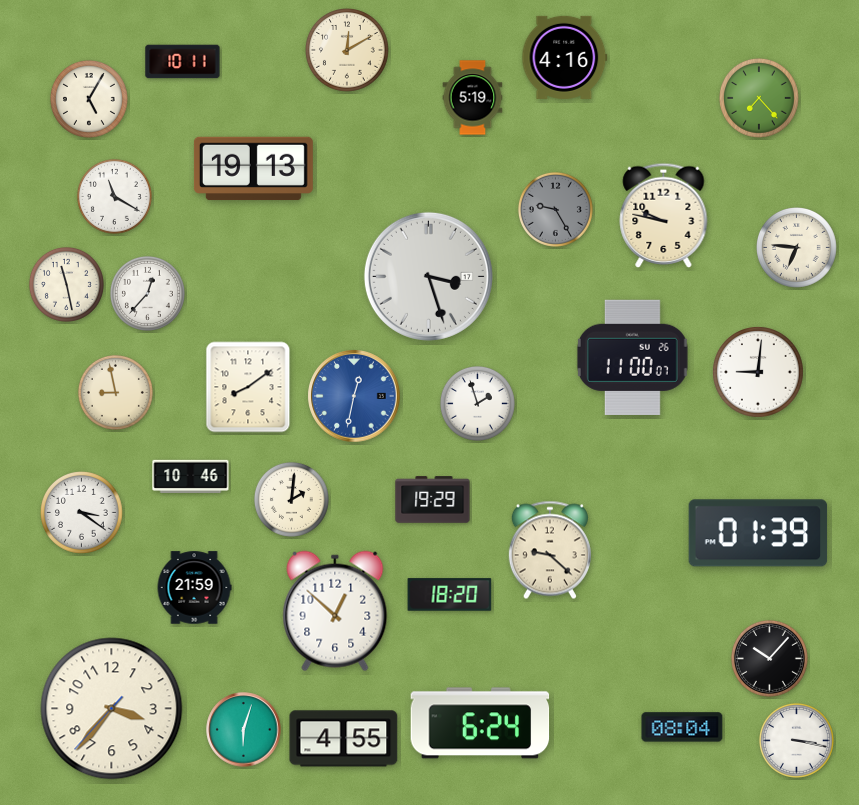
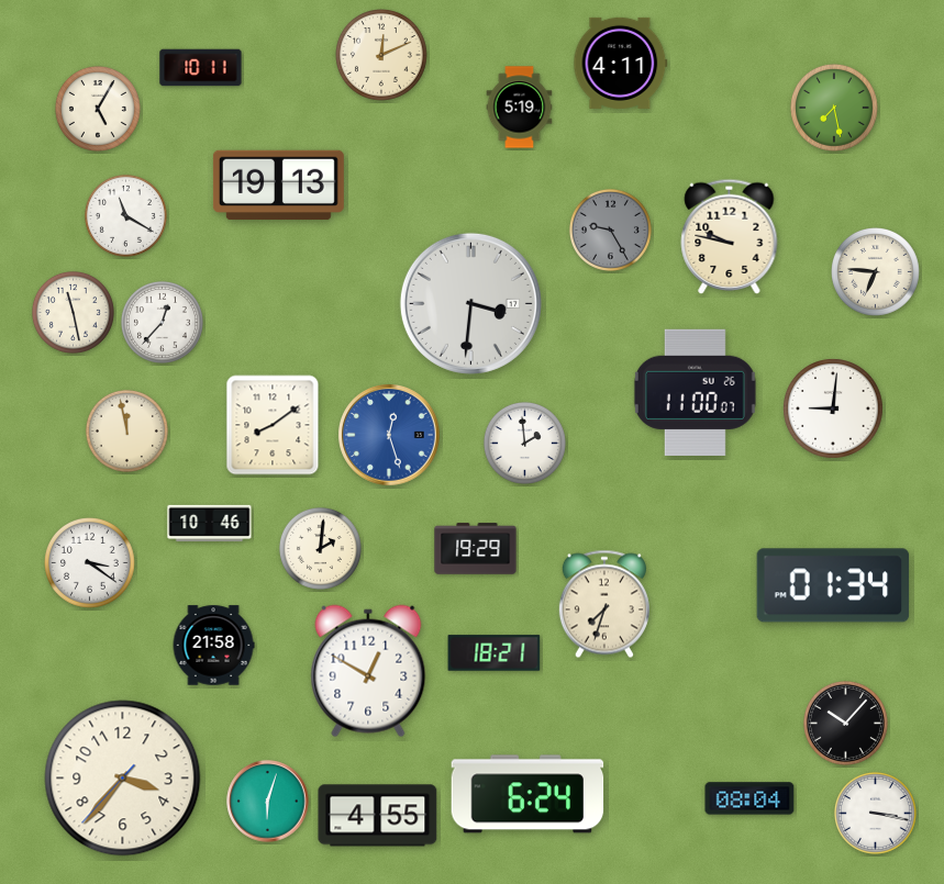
clock at (348, 51): 12:10 -> 12:11
clock at (565, 57): 4:16 -> 4:11
clock at (759, 98): 7:23 -> 7:28
clock at (428, 276): 3:27 -> 3:31
clock at (115, 392): 8:58 -> 11:58
clock at (354, 396): 12:32 -> 12:27
clock at (477, 403): 1:57 -> 1:59
clock at (758, 533): 01:39 -> 01:34
clock at (550, 550): 9:22 -> 7:33
clock at (194, 588): 21:59 -> 21:58
clock at (450, 595): 18:20 -> 18:21
clock at (335, 611): 12:52 -> 12:50
clock at (344, 739) position: (344, 739) -> (378, 816)
